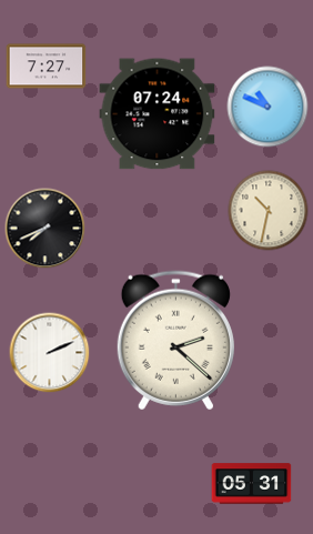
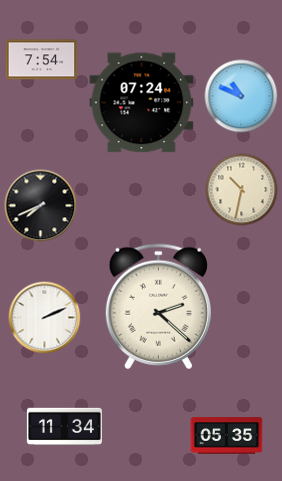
clock at (47, 67): 7:27 -> 7:54
clock at (64, 427): none -> 11:34
clock at (252, 484): 05:31 -> 05:35
